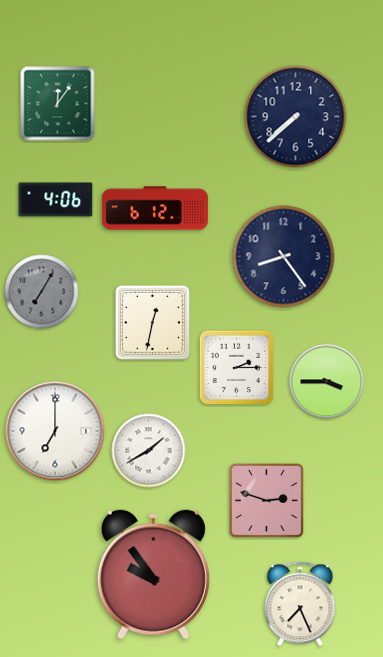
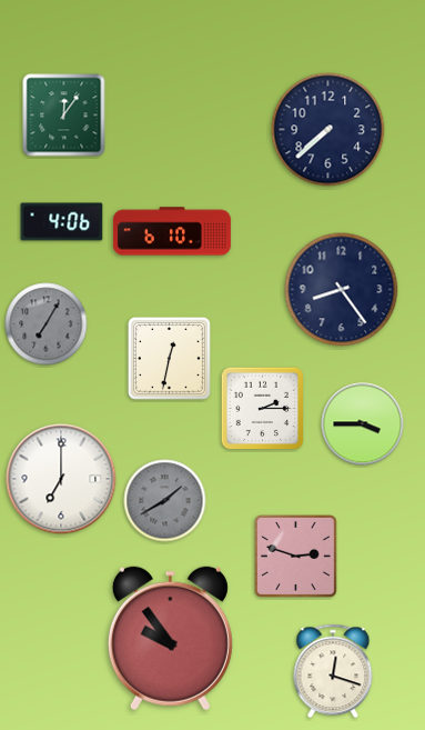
clock at (155, 208): 6:12 -> 6:10
clock at (284, 257) position: (284, 257) -> (342, 290)
clock at (149, 451) dial: white -> grey
clock at (300, 604): 7:26 -> 12:18
